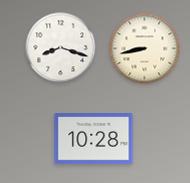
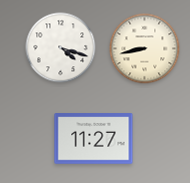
clock at (61, 48): 8:18 -> 4:18
clock at (94, 139): 10:28 -> 11:27
